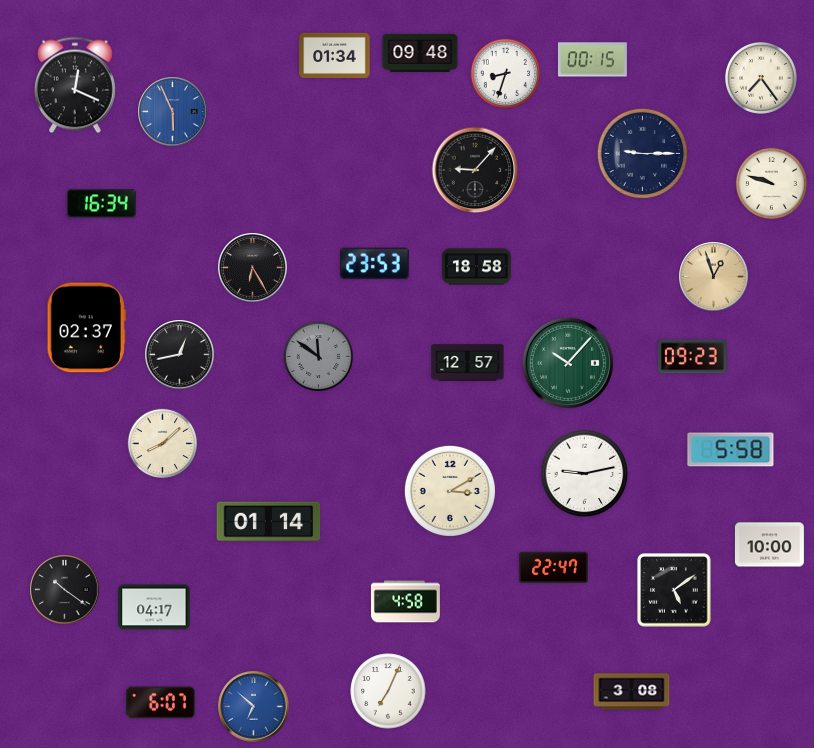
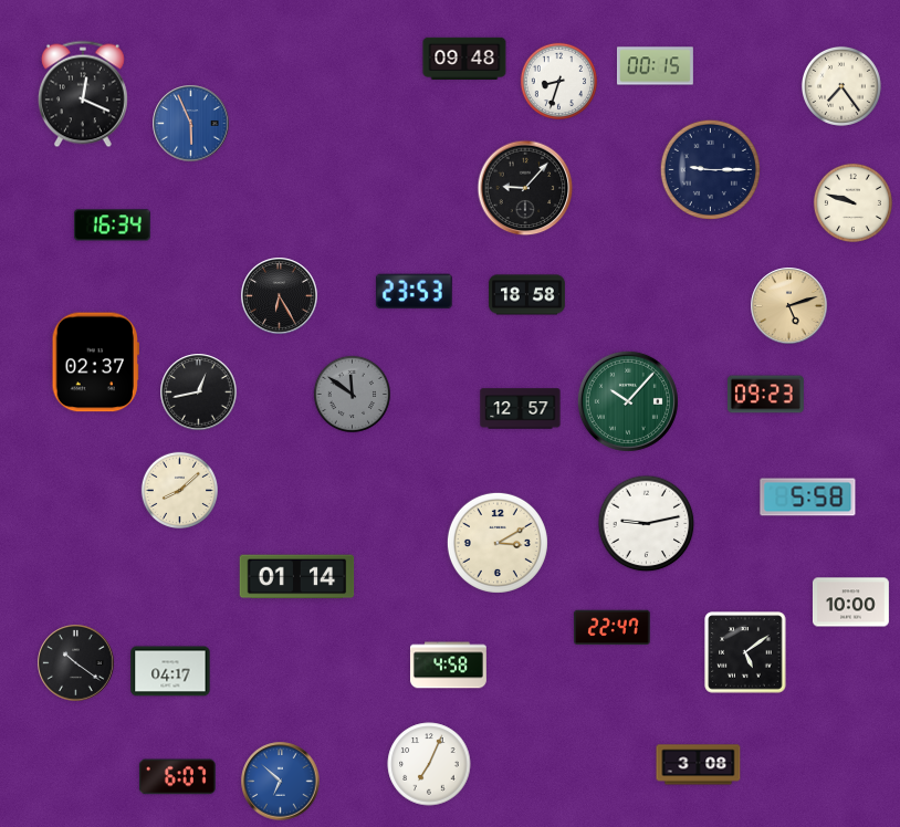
clock at (335, 55): 01:34 -> none
clock at (714, 277): 12:57 -> 5:12
clock at (468, 363) position: (468, 363) -> (521, 409)
clock at (65, 590) position: (65, 590) -> (76, 663)
